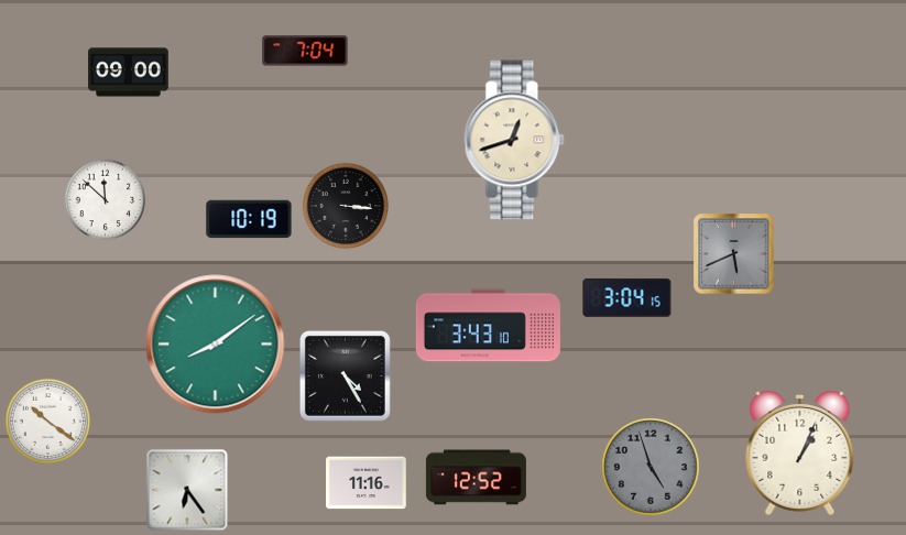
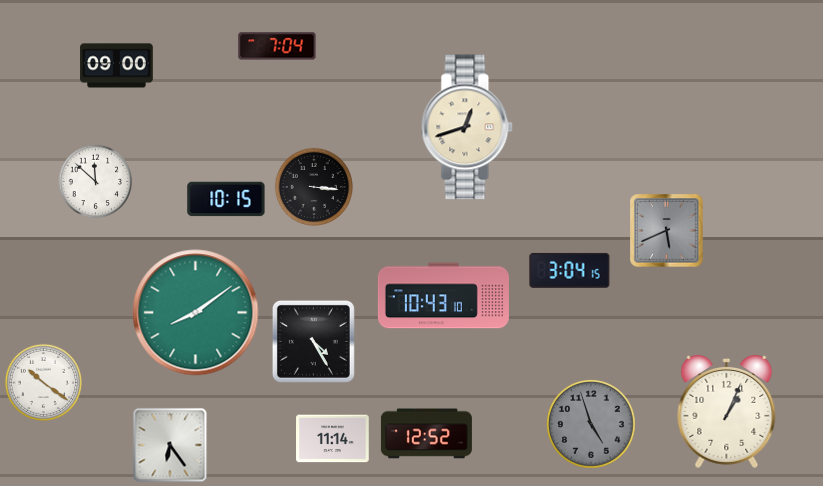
clock at (249, 219): 10:19 -> 10:15
clock at (488, 326): 3:43 -> 10:43
clock at (476, 478) position: (476, 478) -> (426, 434)
clock at (367, 483): 11:16 -> 11:14
